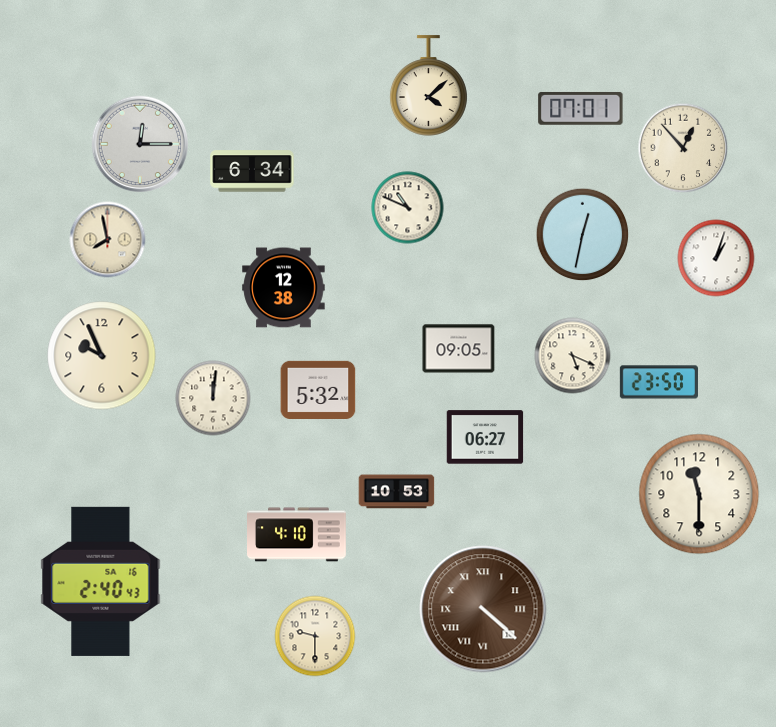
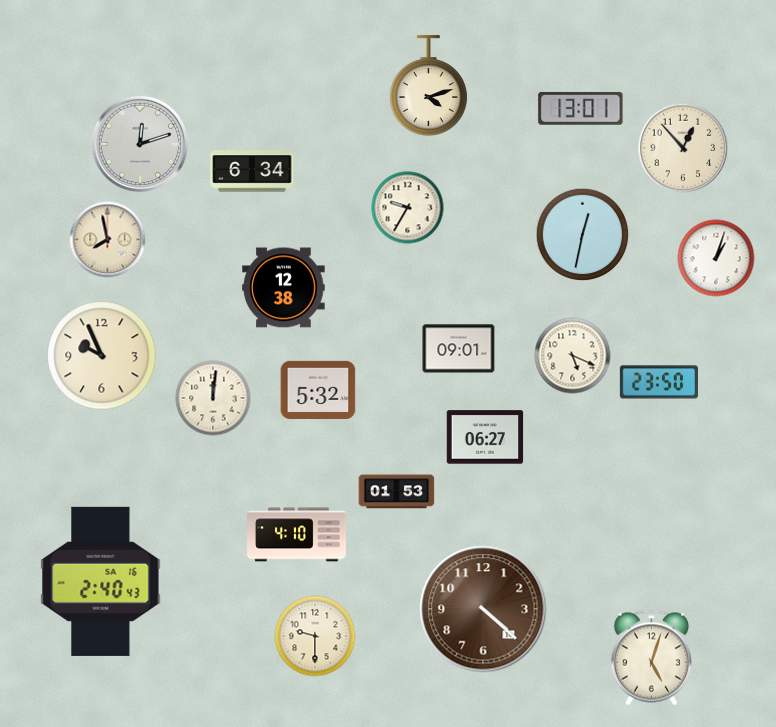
clock at (428, 86): 4:08 -> 4:12
clock at (581, 109): 07:01 -> 13:01
clock at (139, 143): 12:15 -> 12:12
clock at (408, 208): 10:49 -> 9:35
clock at (459, 349): 09:05 -> 09:01
clock at (397, 492): 10:53 -> 01:53
clock at (699, 494): 11:30 -> none
clock at (483, 609) numerals: Roman -> Arabic
clock at (651, 658): none -> 5:03
